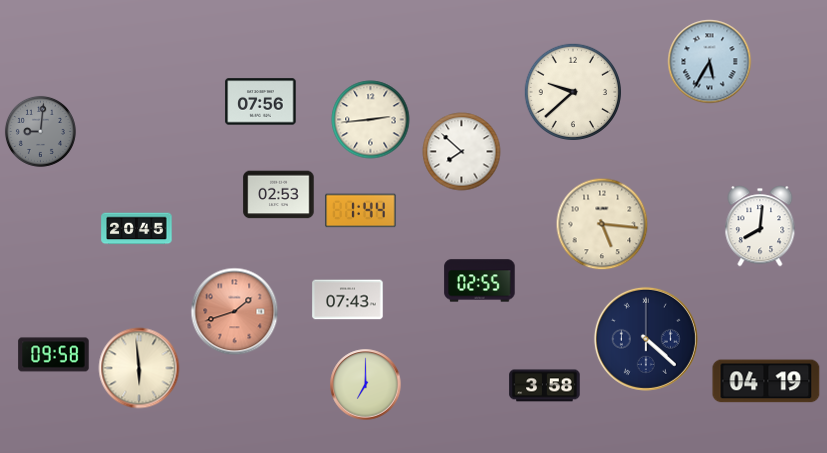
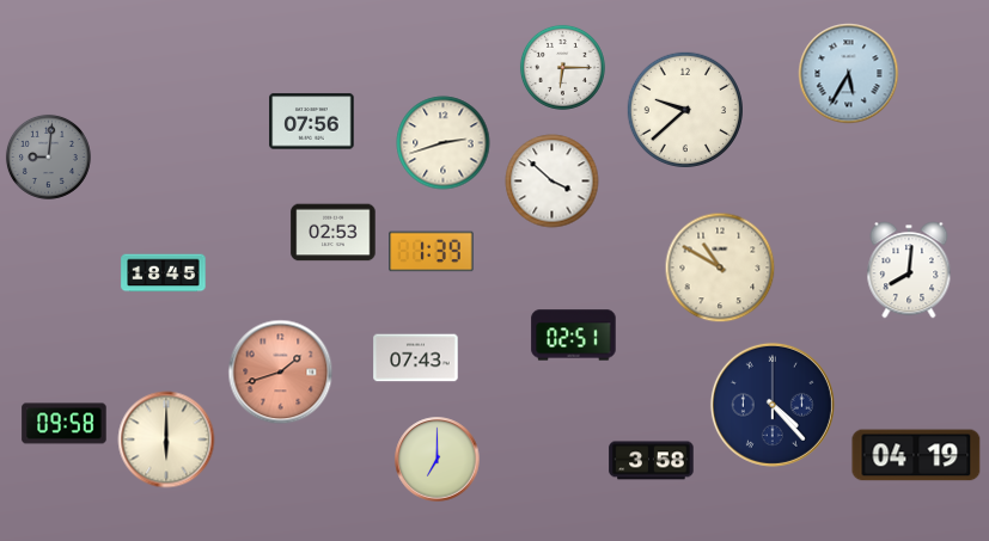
clock at (562, 67): none -> 6:15
clock at (371, 120): 2:44 -> 2:42
clock at (462, 152): 7:52 -> 3:52
clock at (361, 211): 1:44 -> 1:39
clock at (602, 224): 5:16 -> 10:50
clock at (137, 229): 20:45 -> 18:45
clock at (480, 281): 02:55 -> 02:51
clock at (646, 339): 4:22 -> 4:23
clock at (139, 368): 5:59 -> 6:00
